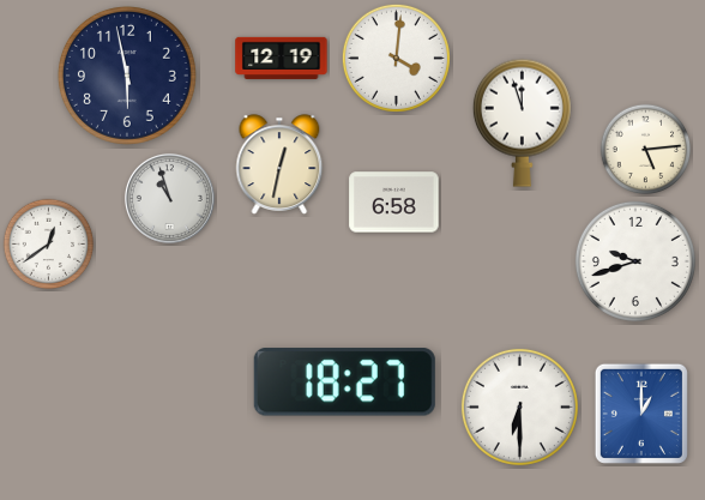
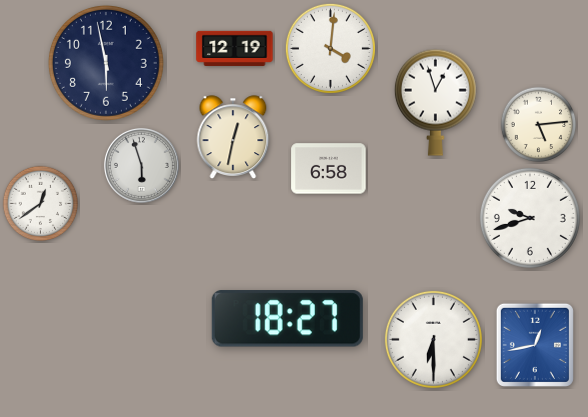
clock at (522, 122): 11:57 -> 12:57
clock at (169, 198): 10:57 -> 5:57
clock at (641, 414): 1:00 -> 12:43
